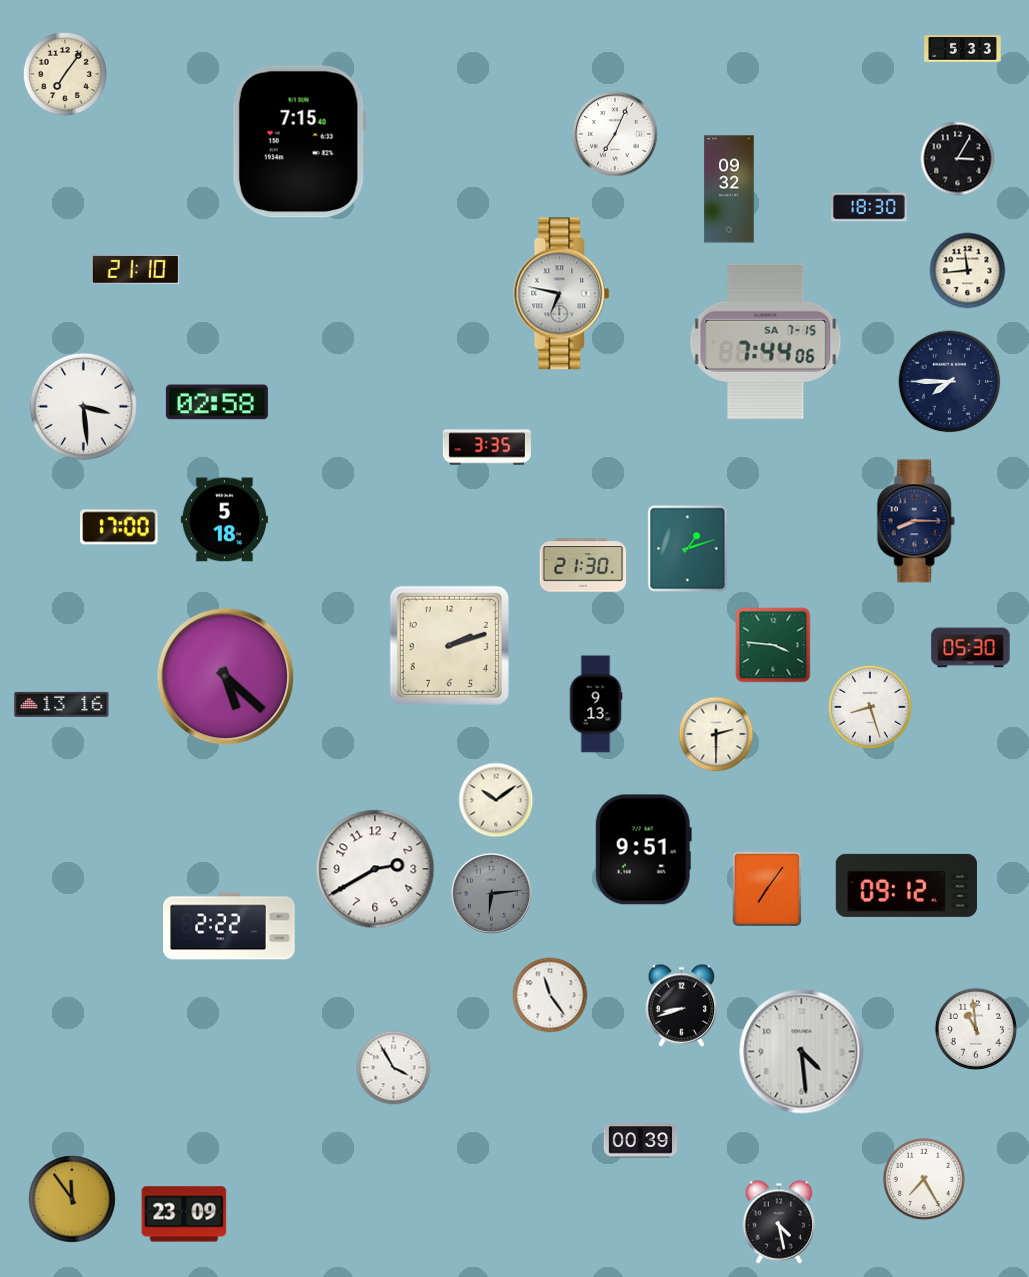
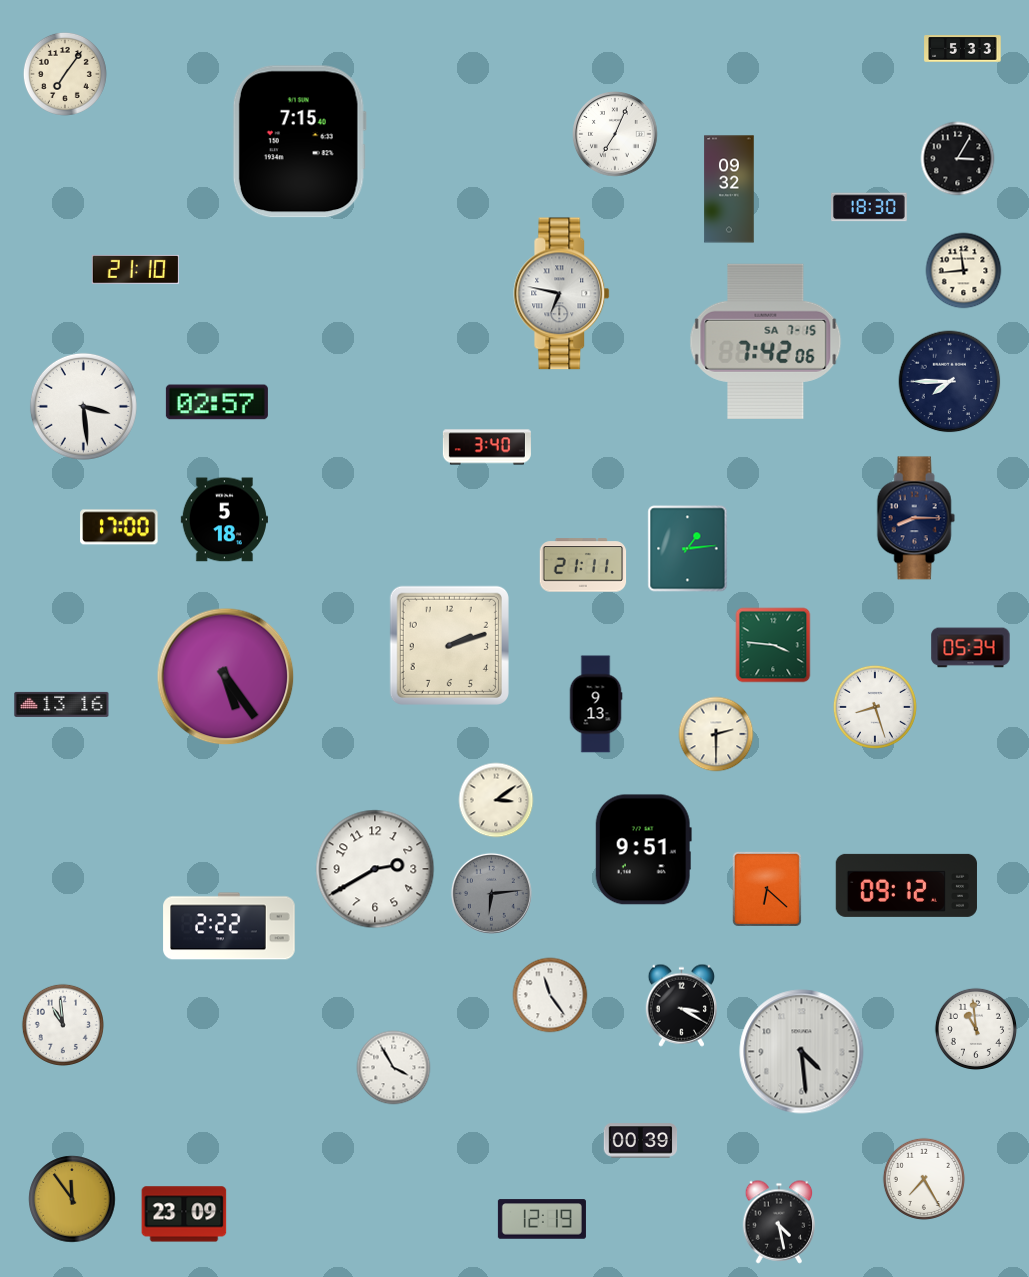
clock at (968, 271) position: (968, 271) -> (964, 271)
clock at (766, 341): 7:44 -> 7:42
clock at (217, 402): 02:58 -> 02:57
clock at (487, 447): 3:35 -> 3:40
clock at (916, 521) position: (916, 521) -> (916, 518)
clock at (688, 549): 1:12 -> 1:14
clock at (583, 565): 21:30 -> 21:11
clock at (971, 648): 05:30 -> 05:34
clock at (226, 677): 5:22 -> 5:24
clock at (870, 707) position: (870, 707) -> (875, 707)
clock at (496, 800): 10:09 -> 3:09
clock at (767, 889): 7:06 -> 6:22
clock at (681, 1005): 8:42 -> 3:20
clock at (63, 1025): none -> 10:59
clock at (542, 1219): none -> 12:19
